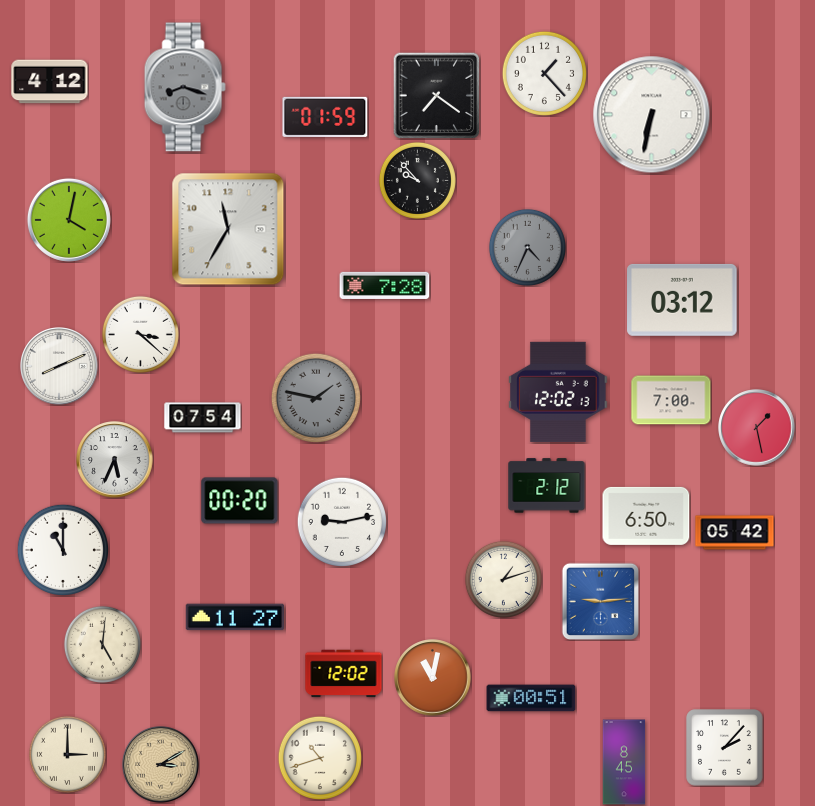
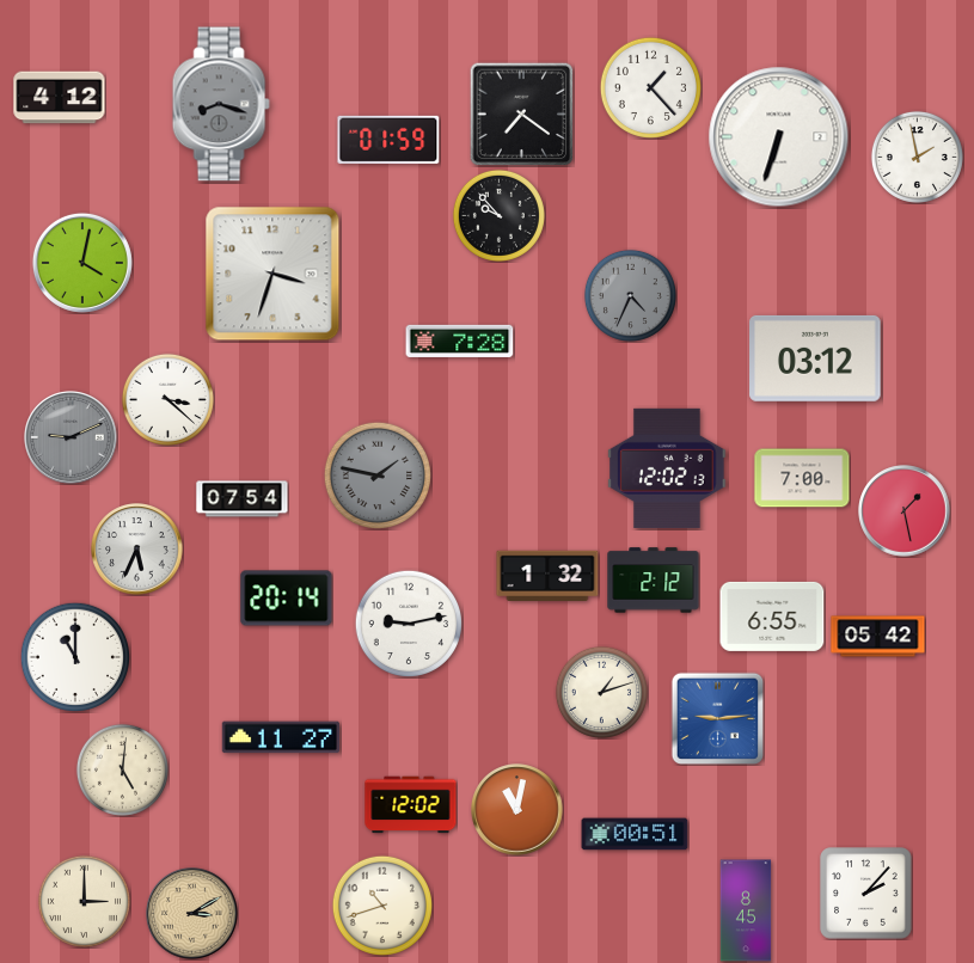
clock at (652, 115): 6:32 -> 6:33
clock at (917, 157): none -> 1:58
clock at (228, 229): 11:35 -> 3:33
clock at (59, 366): 8:11 -> 9:11
clock at (59, 366) dial: white -> grey
clock at (547, 576): none -> 1:32
clock at (240, 501): 00:20 -> 20:14
clock at (646, 516): 6:50 -> 6:55
clock at (67, 754) position: (67, 754) -> (84, 901)
